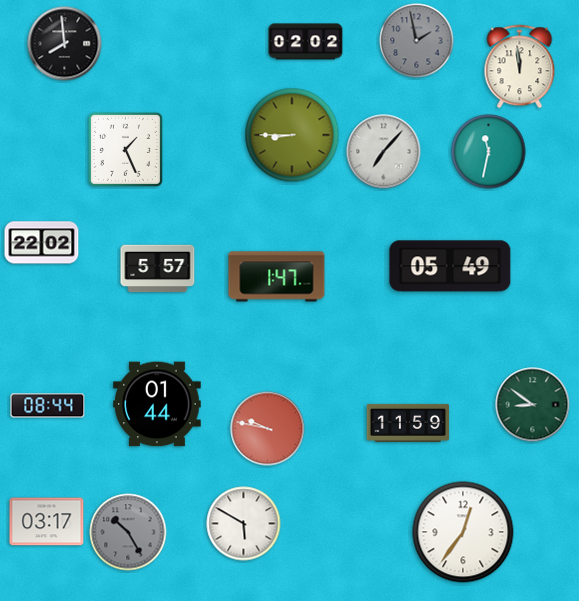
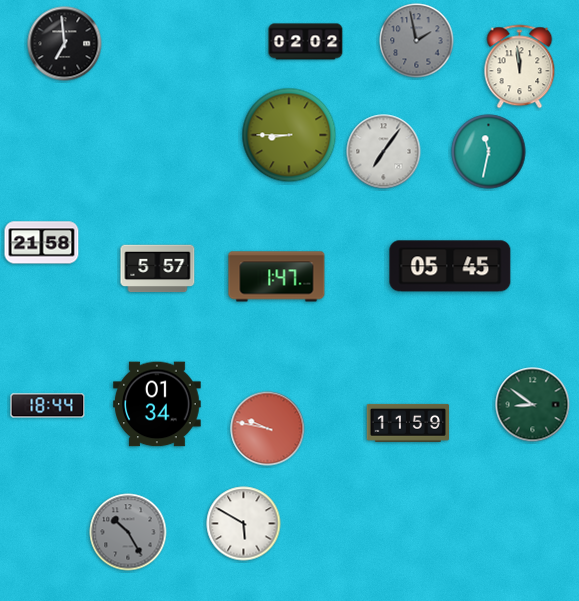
clock at (65, 44): 7:59 -> 6:59
clock at (292, 135) position: (292, 135) -> (289, 135)
clock at (125, 149): 1:26 -> none
clock at (384, 152): 7:07 -> 7:06
clock at (42, 243): 22:02 -> 21:58
clock at (450, 266): 05:49 -> 05:45
clock at (157, 404): 01:44 -> 01:34
clock at (48, 406): 08:44 -> 18:44
clock at (47, 522): 03:17 -> none
clock at (463, 532): 12:36 -> none
